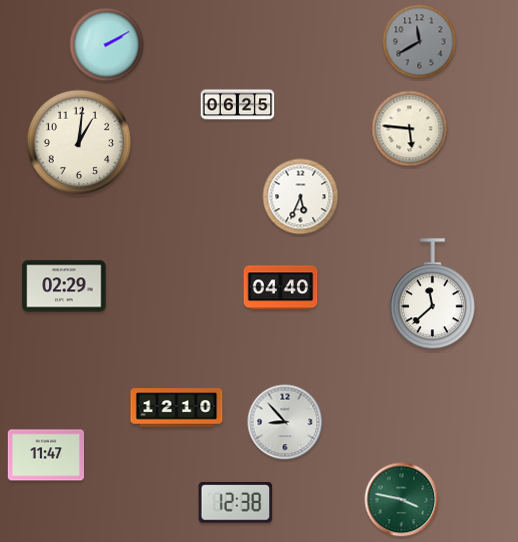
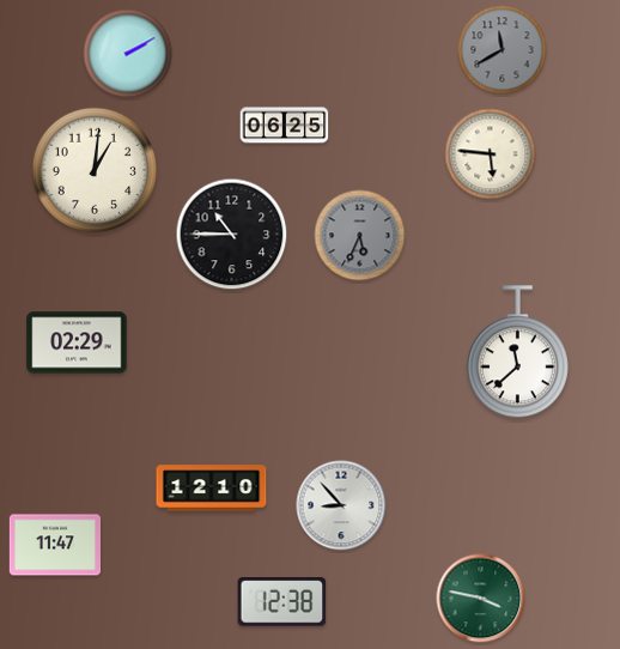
clock at (232, 235): none -> 10:45
clock at (301, 197) dial: white -> grey
clock at (281, 288): 04:40 -> none
